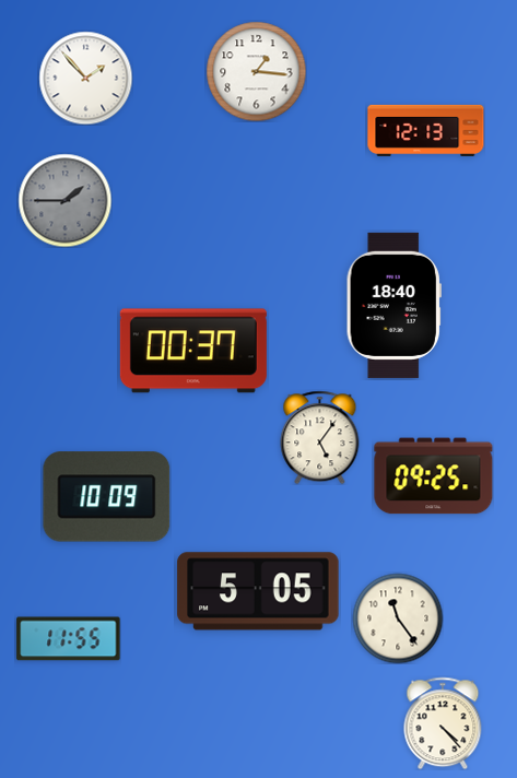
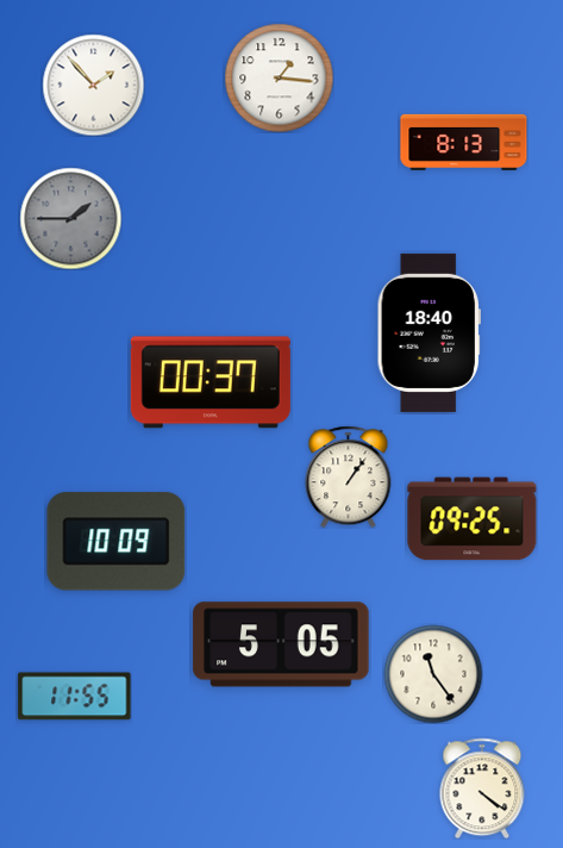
clock at (426, 130): 12:13 -> 8:13
clock at (320, 437): 5:06 -> 1:06
clock at (443, 723): 4:23 -> 4:21
